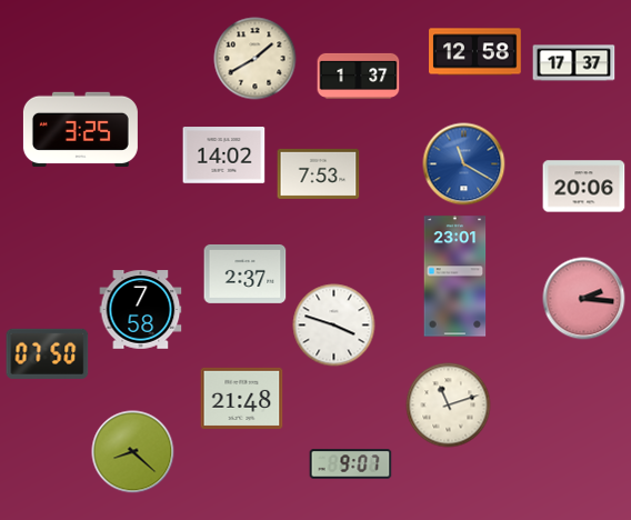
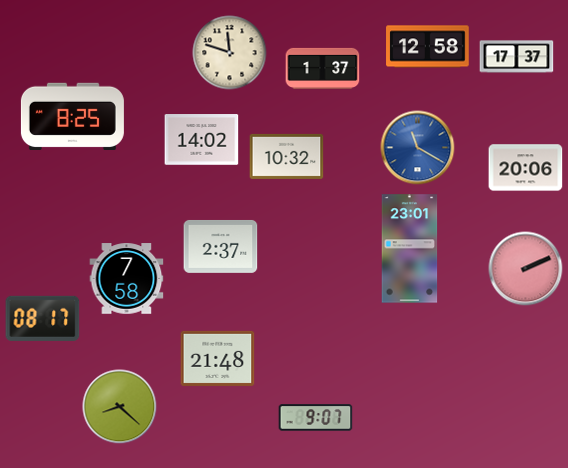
clock at (256, 59): 1:40 -> 11:48
clock at (80, 129): 3:25 -> 8:25
clock at (319, 173): 7:53 -> 10:32
clock at (584, 299): 2:16 -> 2:11
clock at (334, 326): 3:48 -> none
clock at (48, 353): 07:50 -> 08:17
clock at (449, 406): 11:12 -> none
